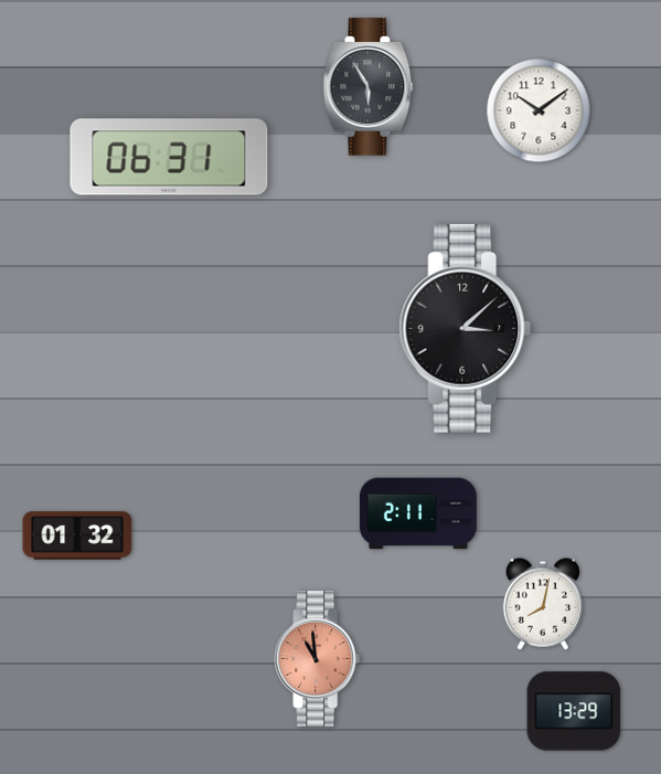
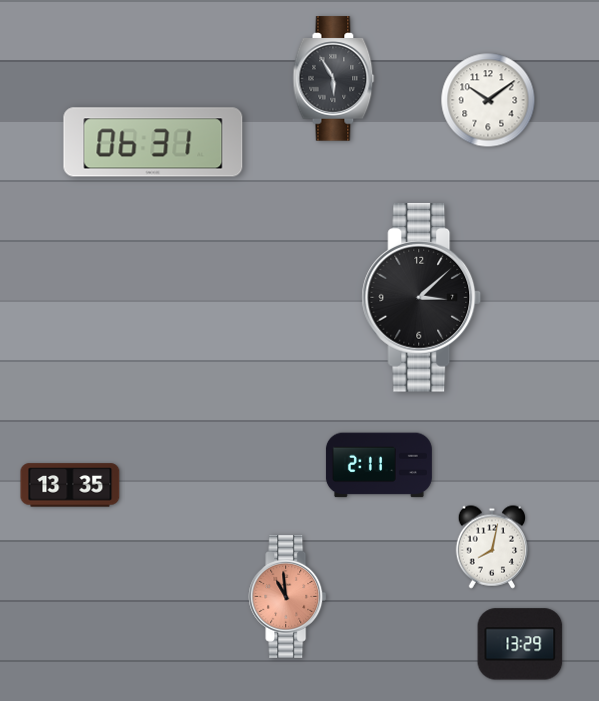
clock at (77, 536): 01:32 -> 13:35
